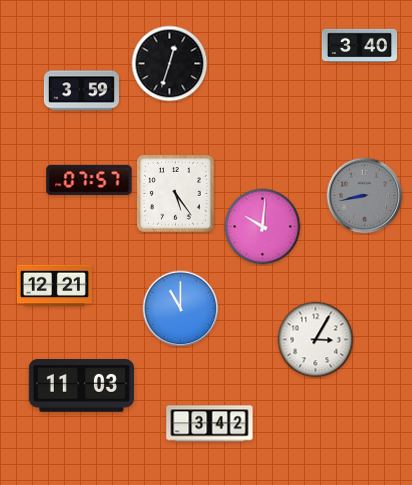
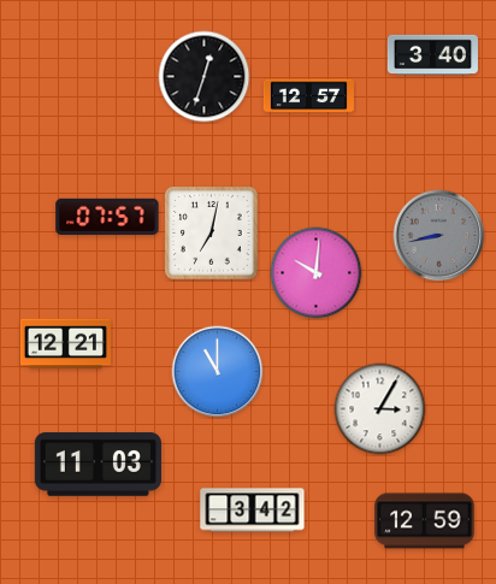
clock at (308, 96): none -> 12:57
clock at (81, 91): 3:59 -> none
clock at (176, 194): 5:24 -> 7:02
clock at (425, 521): none -> 12:59
